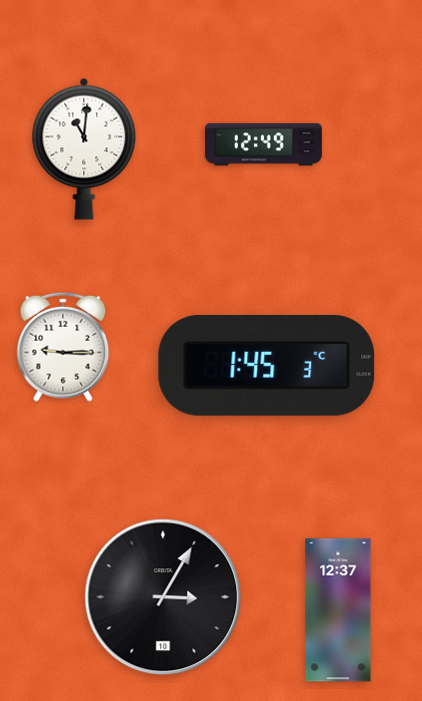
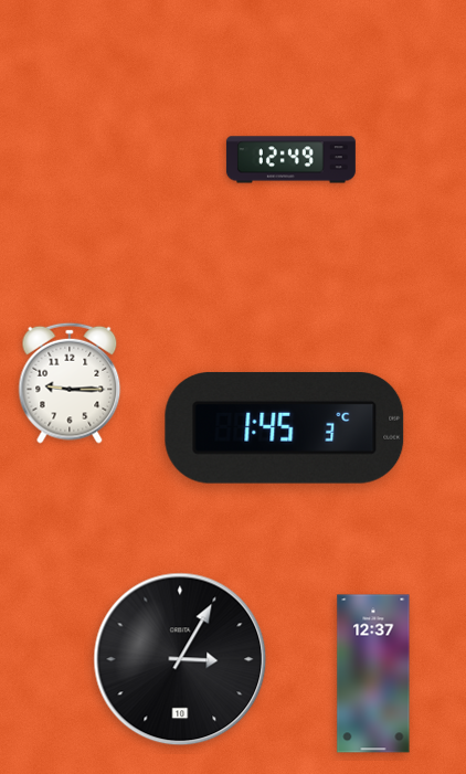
clock at (84, 149): 11:01 -> none
clock at (267, 365) position: (267, 365) -> (285, 427)
